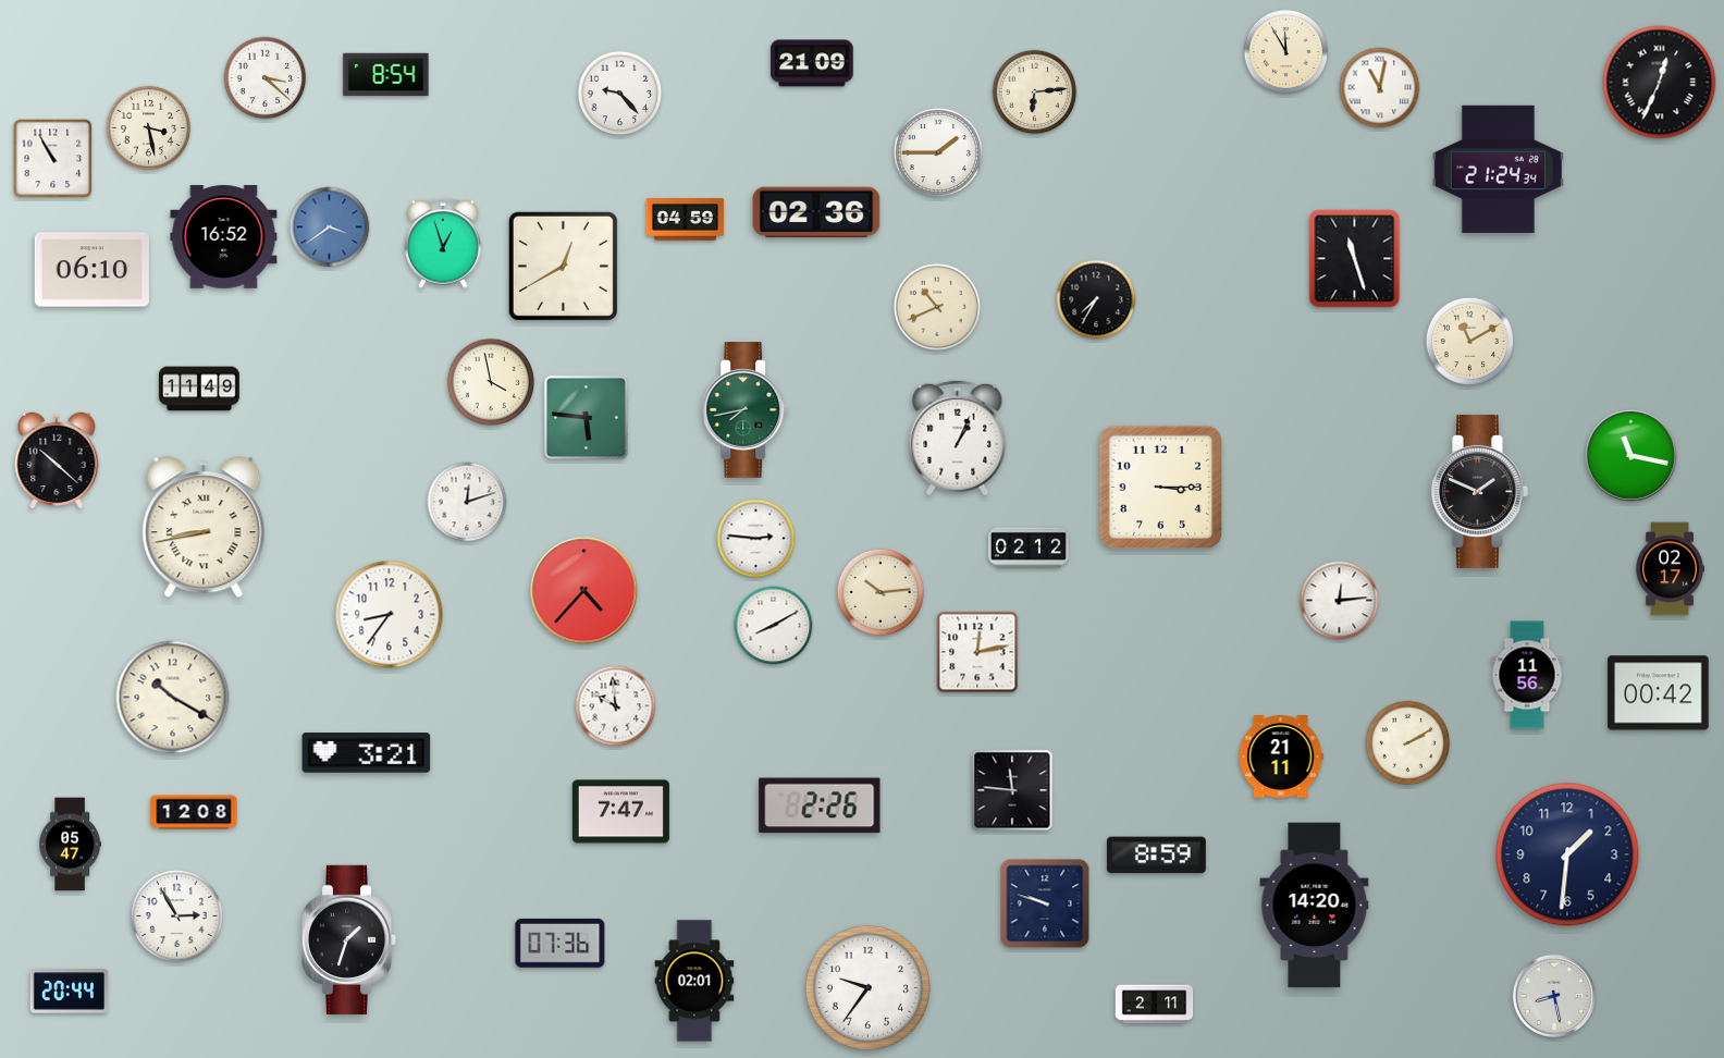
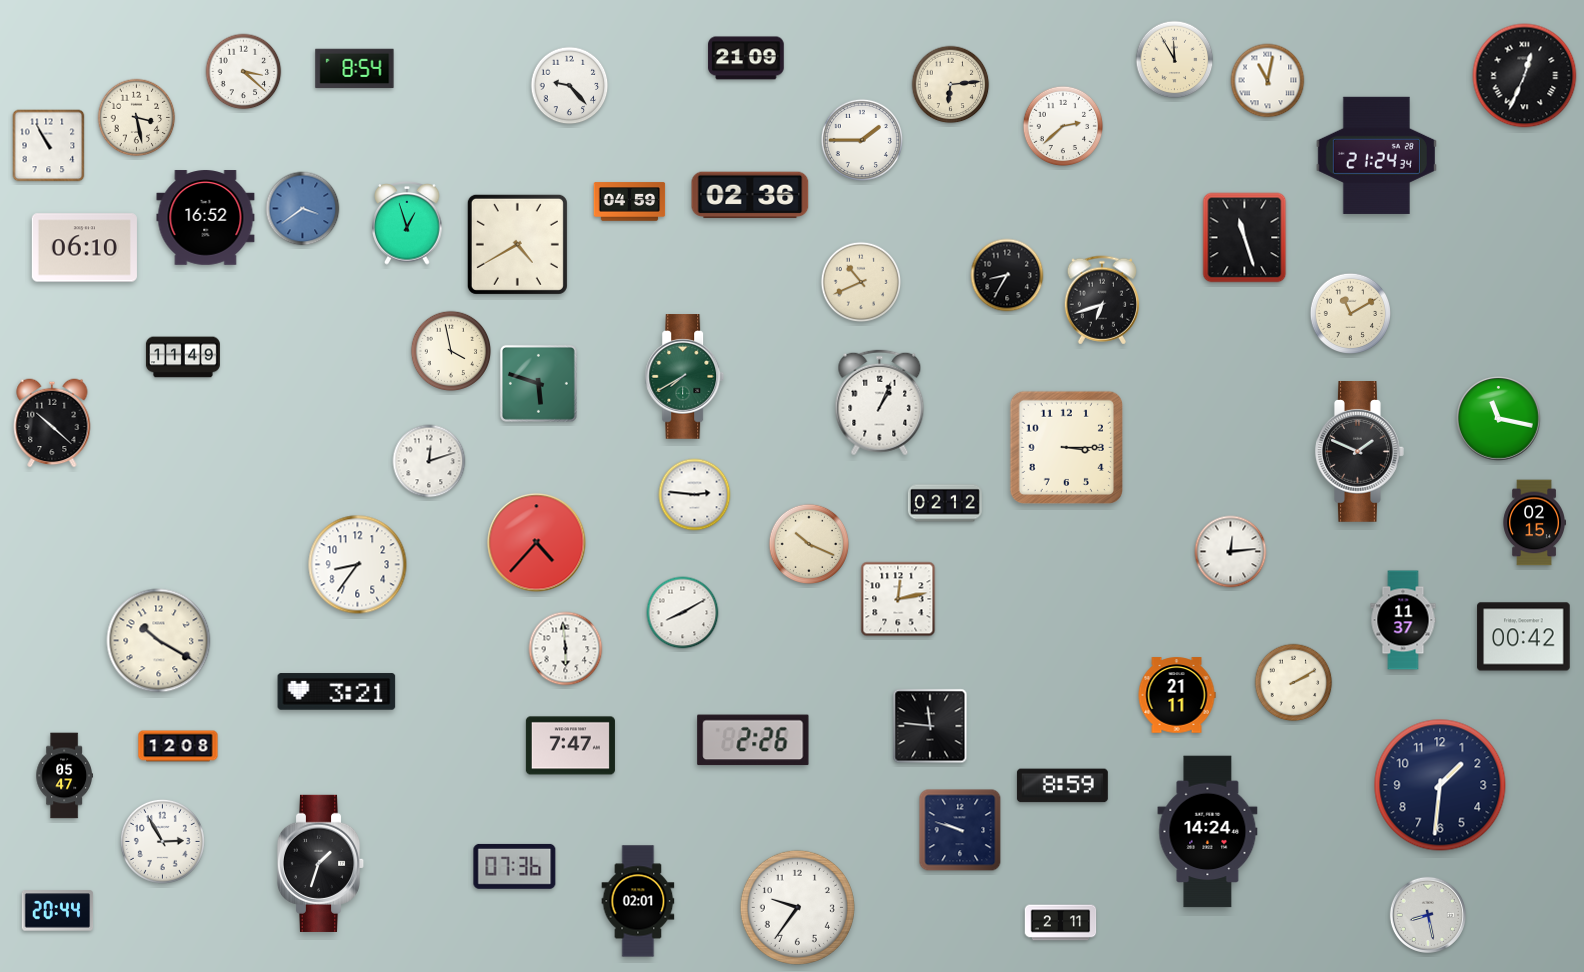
clock at (1286, 52) position: (1286, 52) -> (1175, 60)
clock at (1063, 126): none -> 2:38
clock at (563, 266): 12:40 -> 4:40
clock at (1096, 299): 7:35 -> 8:35
clock at (1101, 300): none -> 6:42
clock at (746, 410): 7:43 -> 7:40
clock at (586, 417): 5:46 -> 5:48
clock at (204, 528): 8:43 -> none
clock at (1670, 569): 02:17 -> 02:15
clock at (881, 592): 10:14 -> 10:19
clock at (774, 626) position: (774, 626) -> (683, 613)
clock at (1527, 675): 11:56 -> 11:37
clock at (616, 706): 9:59 -> 5:59
clock at (1315, 906): 14:20 -> 14:24
clock at (70, 992) position: (70, 992) -> (58, 911)
